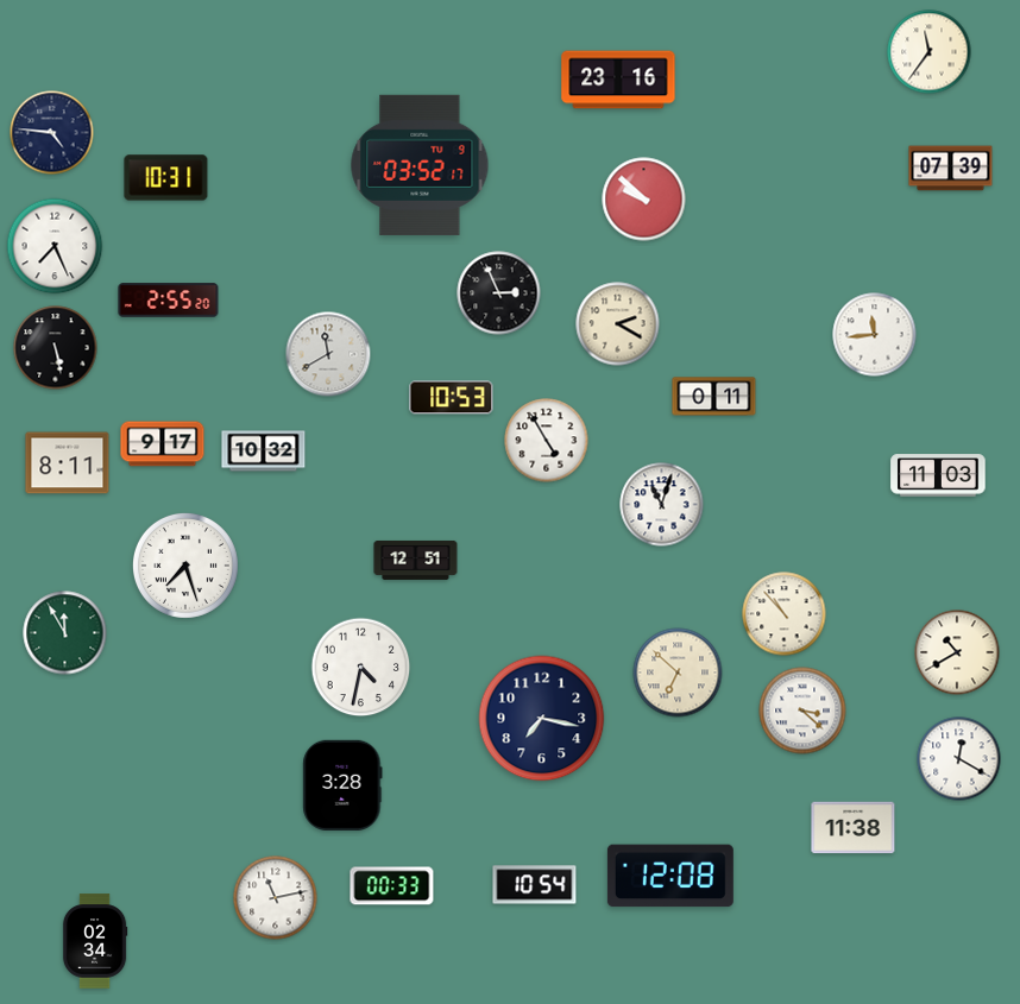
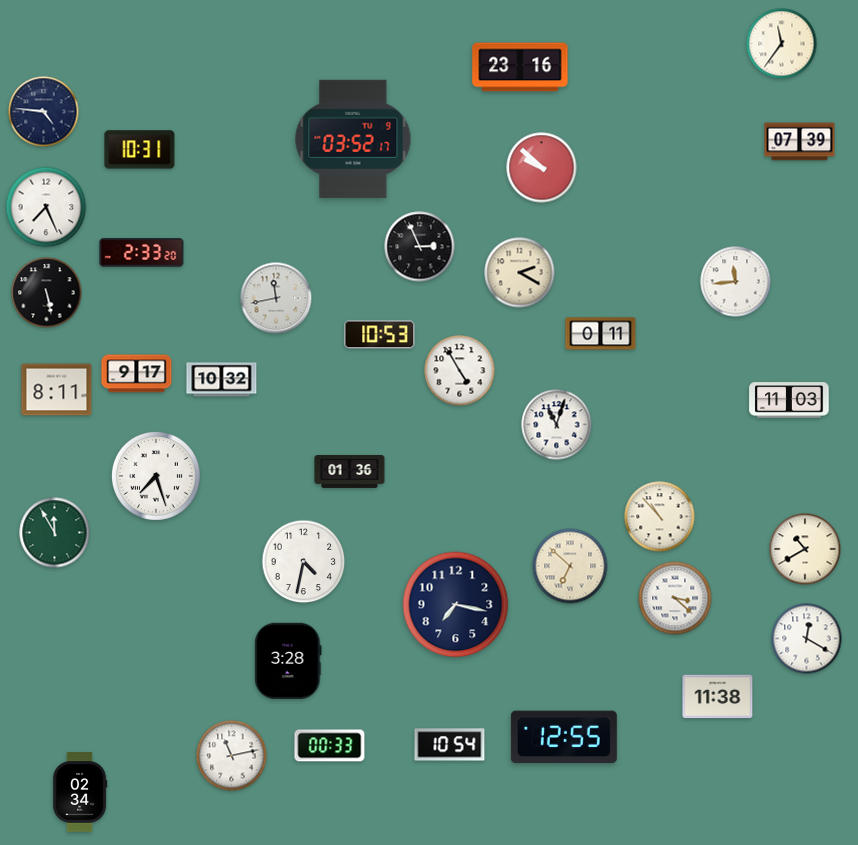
clock at (169, 301): 2:55 -> 2:33
clock at (328, 354): 11:40 -> 11:43
clock at (416, 560): 12:51 -> 01:36
clock at (670, 876): 12:08 -> 12:55
